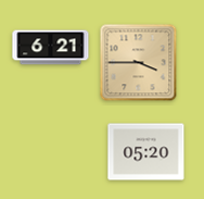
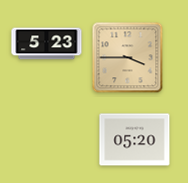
clock at (51, 48): 6:21 -> 5:23
